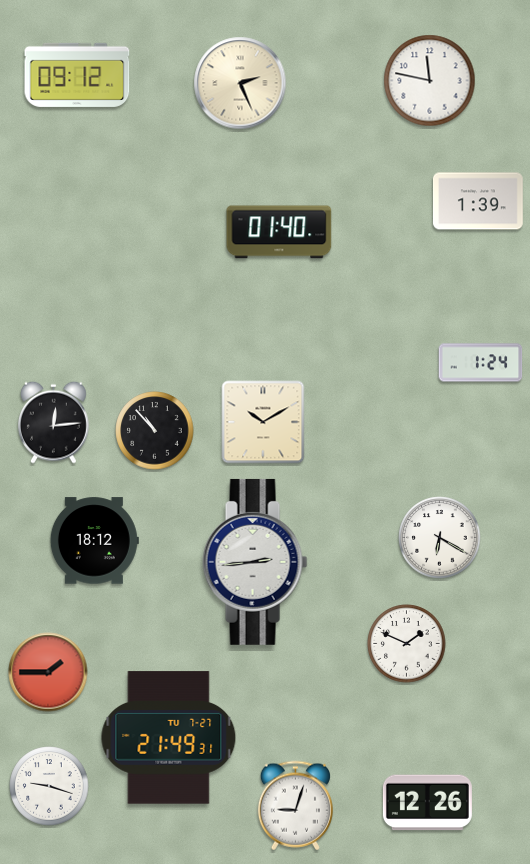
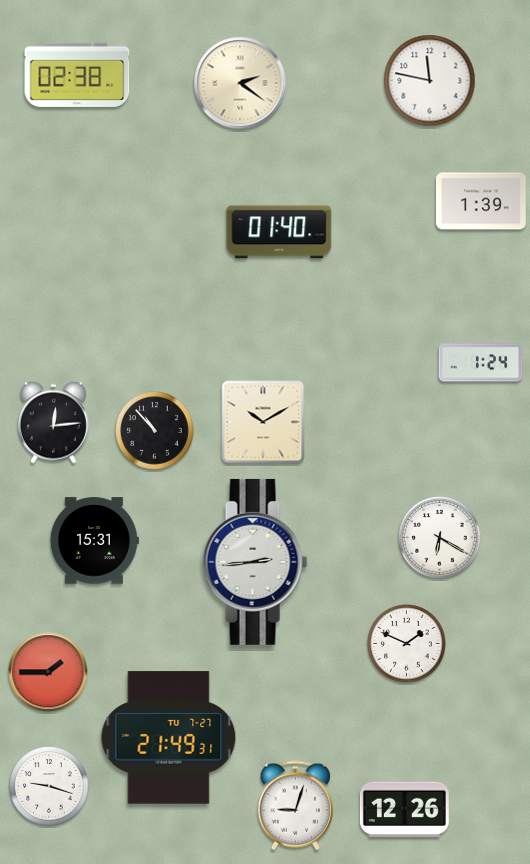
clock at (77, 75): 09:12 -> 02:38
clock at (240, 83): 2:26 -> 2:21
clock at (478, 201) position: (478, 201) -> (481, 201)
clock at (94, 541): 18:12 -> 15:31
clock at (427, 803) position: (427, 803) -> (404, 810)
